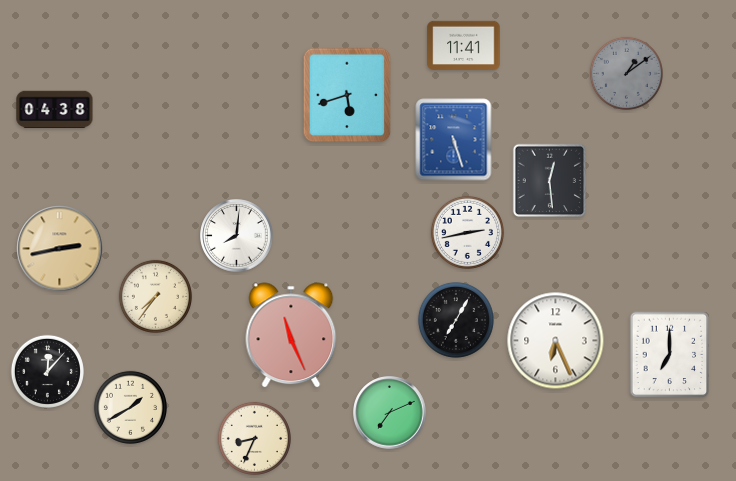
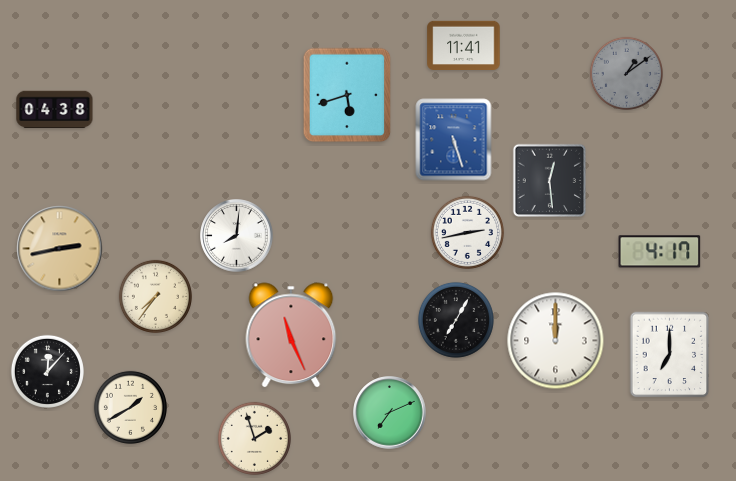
clock at (660, 252): none -> 4:17
clock at (556, 341): 6:26 -> 12:00
clock at (254, 438): 8:34 -> 1:57
